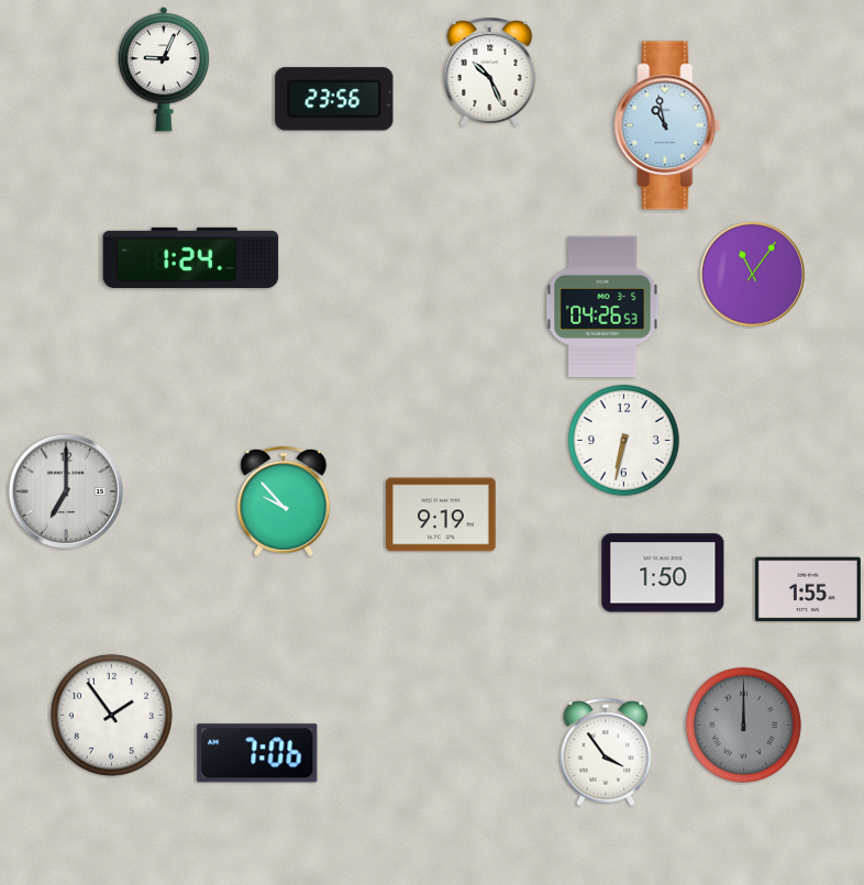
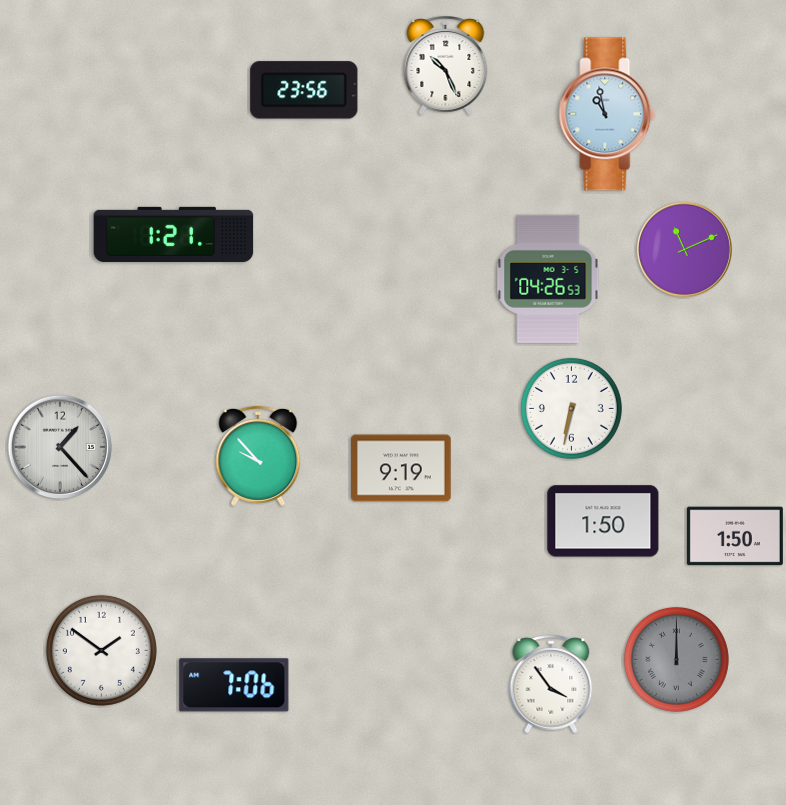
clock at (163, 69): 9:04 -> none
clock at (191, 257): 1:24 -> 1:21
clock at (752, 274): 11:06 -> 11:11
clock at (623, 440) position: (623, 440) -> (571, 408)
clock at (65, 490): 7:00 -> 1:23
clock at (808, 589): 1:55 -> 1:50
clock at (111, 715): 1:54 -> 1:51
